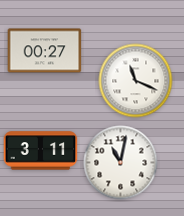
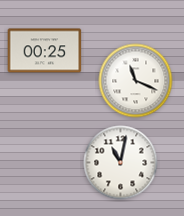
clock at (45, 51): 00:27 -> 00:25
clock at (41, 151): 3:11 -> none
